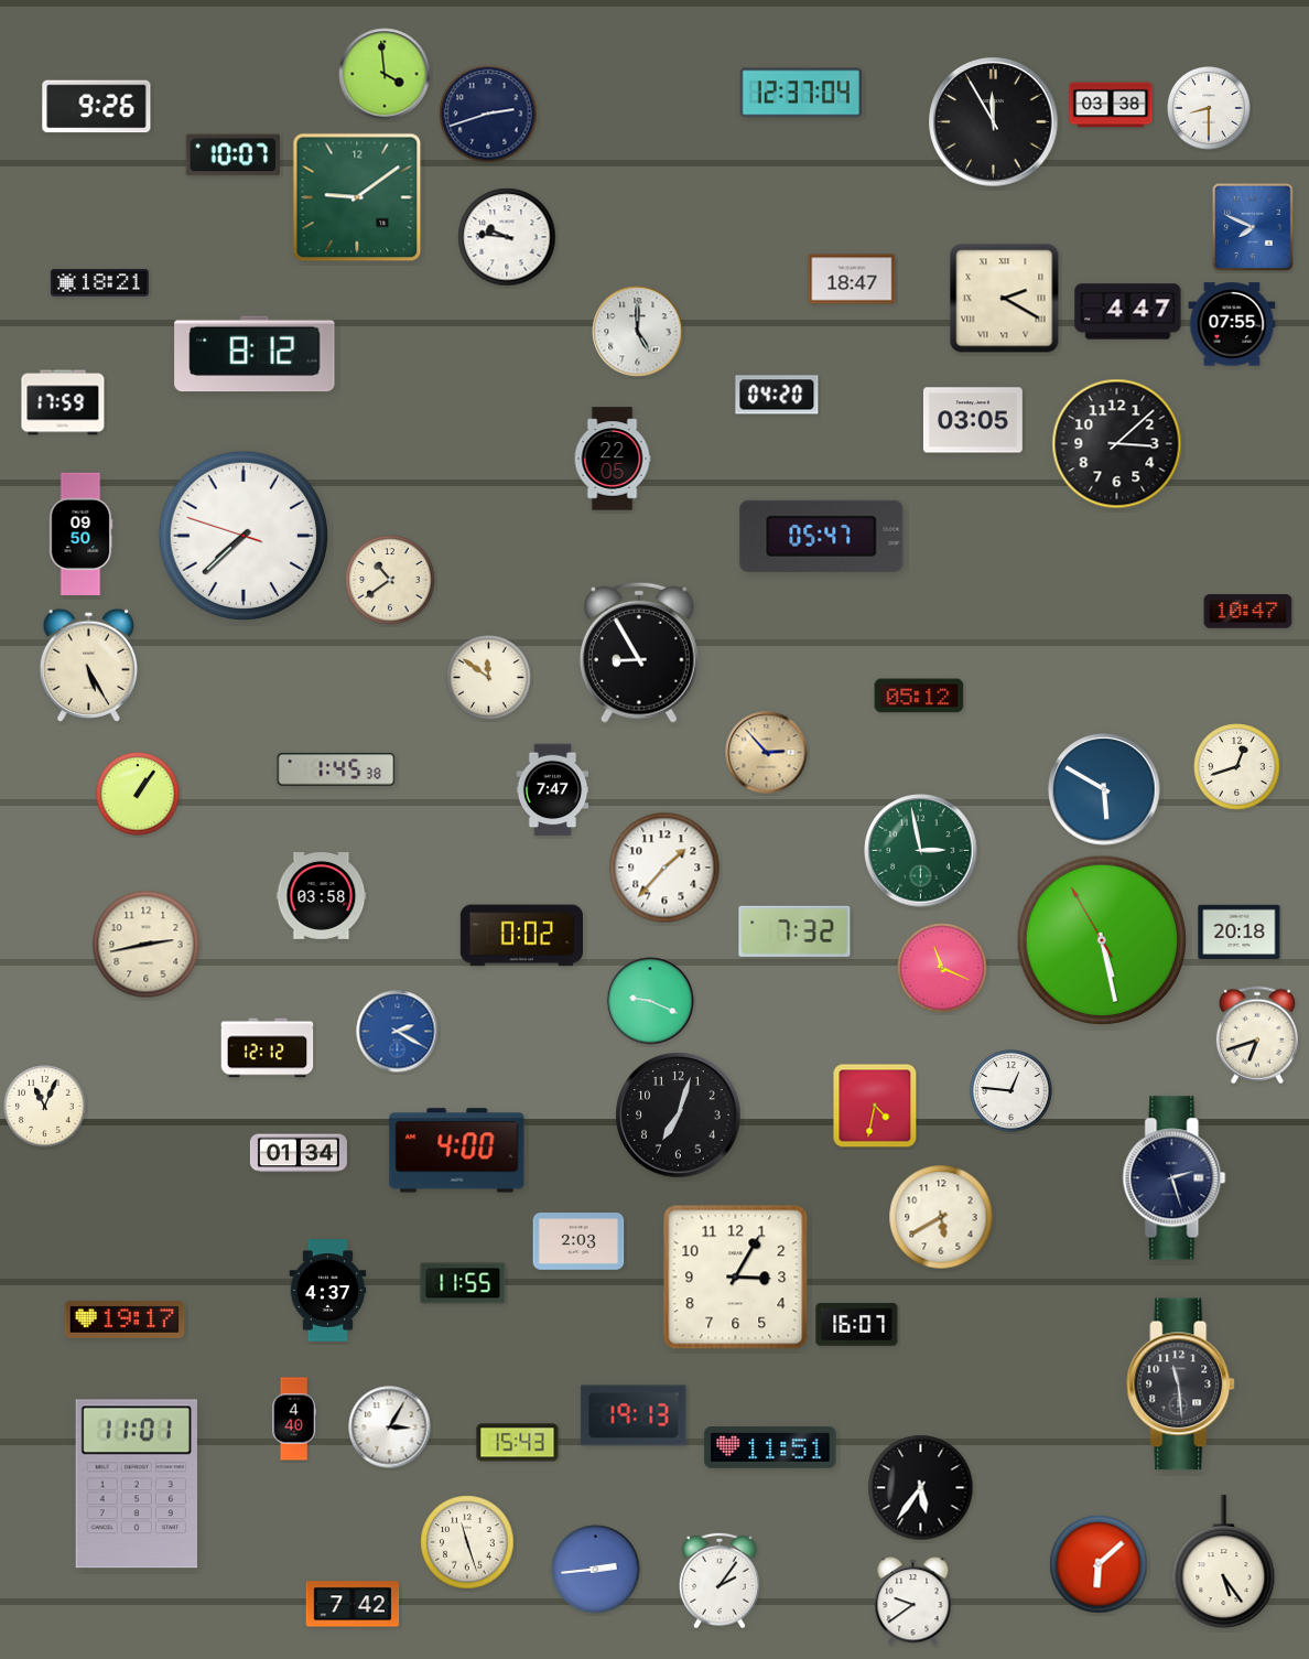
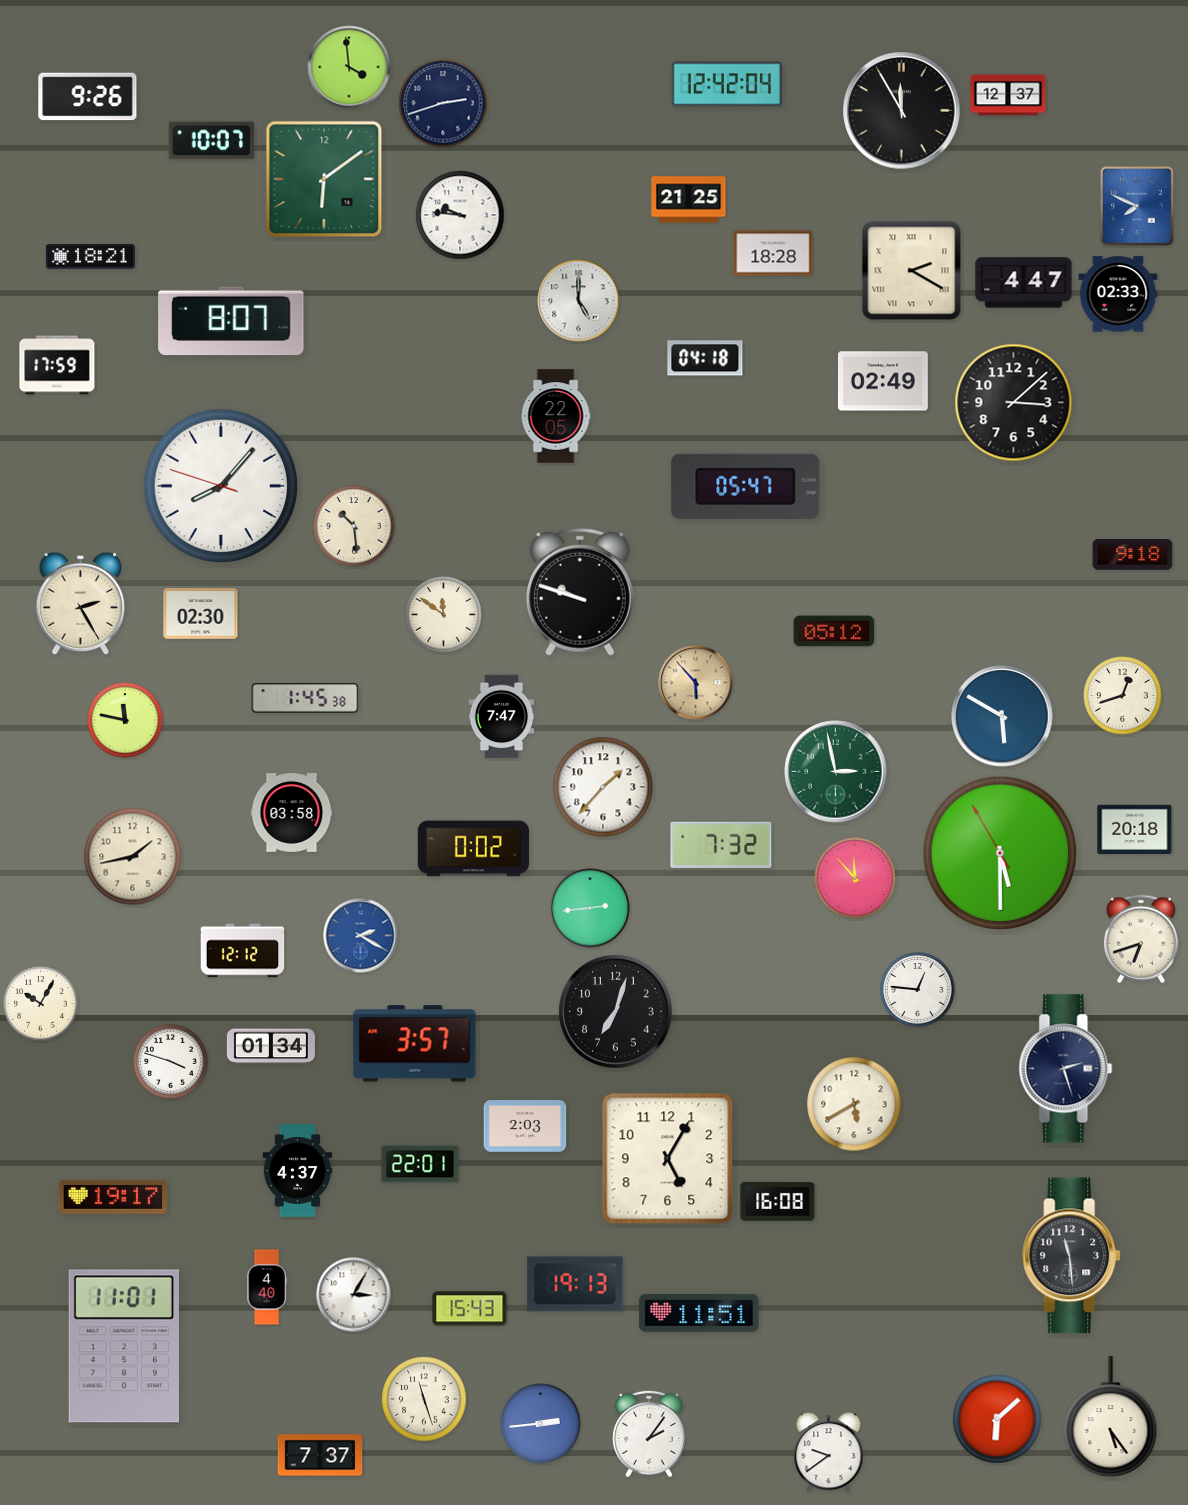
clock at (800, 93): 12:37 -> 12:42
clock at (1111, 105): 03:38 -> 12:37
clock at (1209, 108): 8:30 -> none
clock at (357, 197): 9:09 -> 6:09
clock at (689, 200): none -> 21:25
clock at (852, 279): 18:47 -> 18:28
clock at (1232, 324): 07:55 -> 02:33
clock at (255, 354): 8:12 -> 8:07
clock at (777, 395): 04:20 -> 04:18
clock at (973, 420): 03:05 -> 02:49
clock at (80, 534): 09:50 -> none
clock at (242, 535): 7:37 -> 8:06
clock at (390, 580): 10:39 -> 10:29
clock at (1248, 612): 10:47 -> 9:18
clock at (639, 653): 8:55 -> 9:48
clock at (89, 665): 5:25 -> 2:25
clock at (201, 614): none -> 02:30
clock at (767, 753): 2:53 -> 5:53
clock at (138, 794): 1:06 -> 11:47
clock at (1240, 931) position: (1240, 931) -> (1135, 829)
clock at (1101, 939): 5:27 -> 5:29
clock at (147, 945): 2:43 -> 1:43
clock at (942, 968): 11:19 -> 11:53
clock at (650, 1001): 9:19 -> 2:44
clock at (875, 1106): 4:32 -> none
clock at (45, 1107): 11:04 -> 10:05
clock at (457, 1151): 4:00 -> 3:57
clock at (171, 1062): none -> 3:48
clock at (736, 1278): 3:05 -> 5:05
clock at (463, 1283): 11:55 -> 22:01
clock at (857, 1325): 16:07 -> 16:08
clock at (921, 1488): 5:36 -> none
clock at (721, 1581) position: (721, 1581) -> (650, 1434)
clock at (353, 1604): 7:42 -> 7:37
